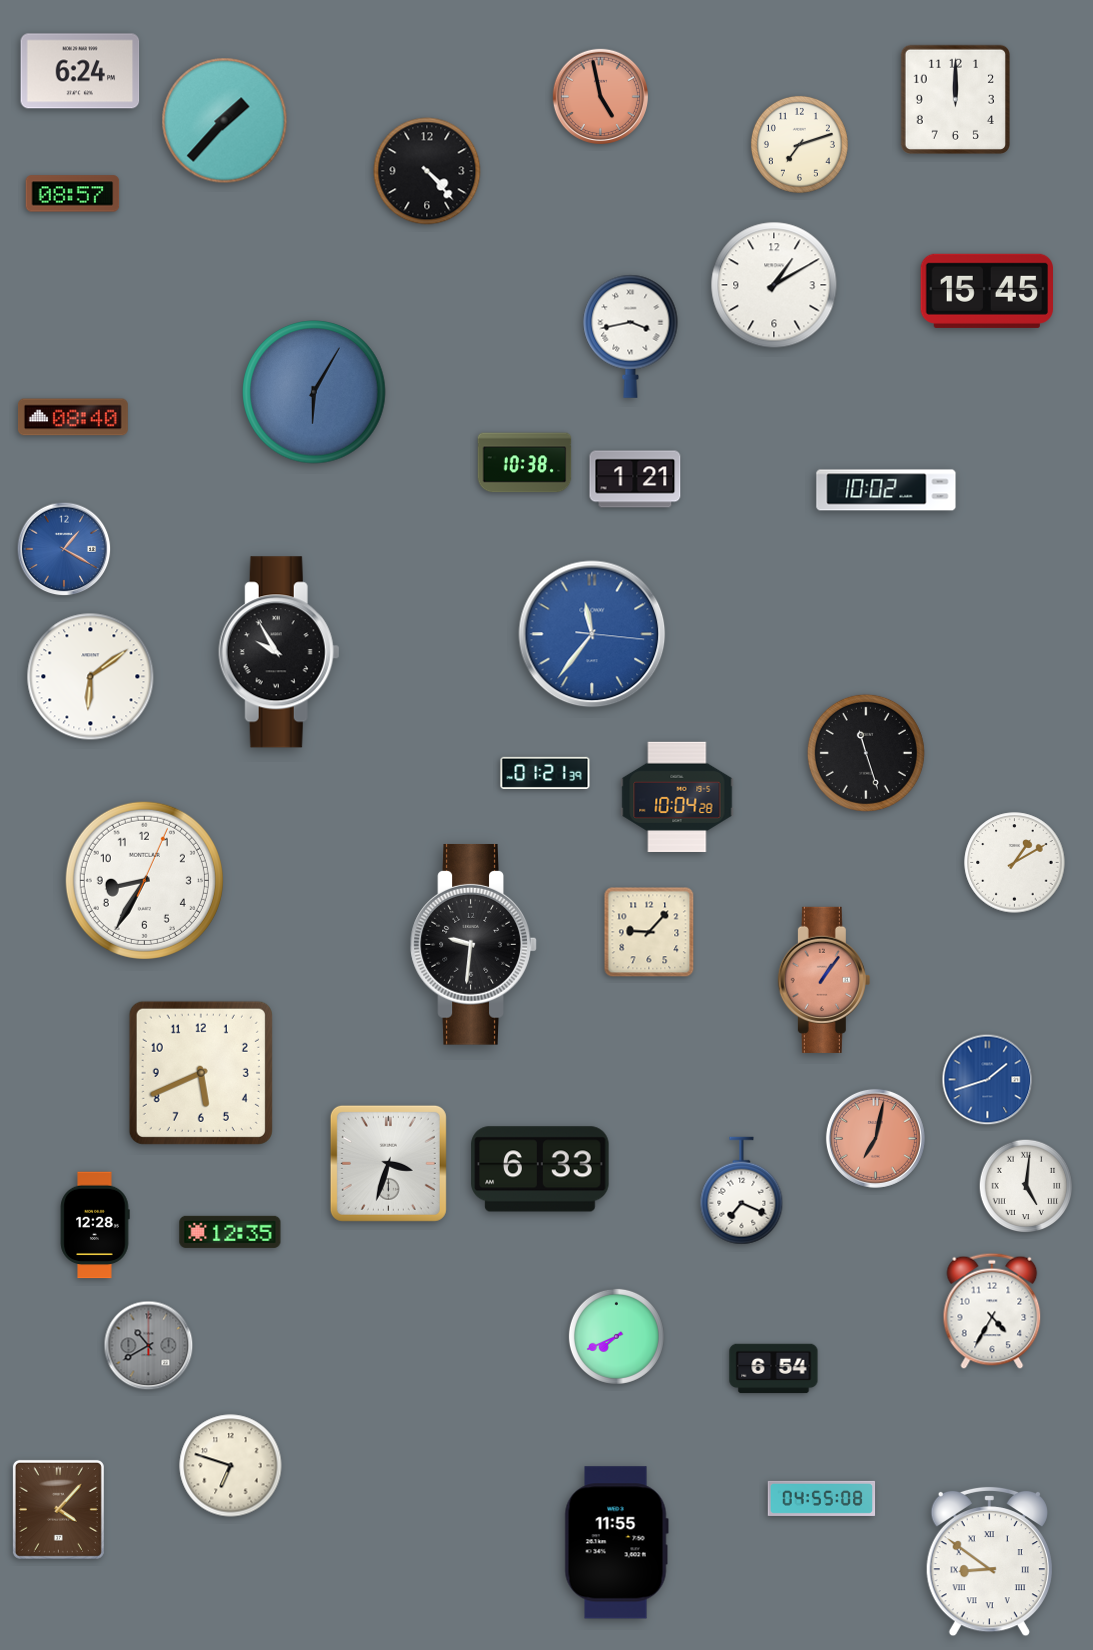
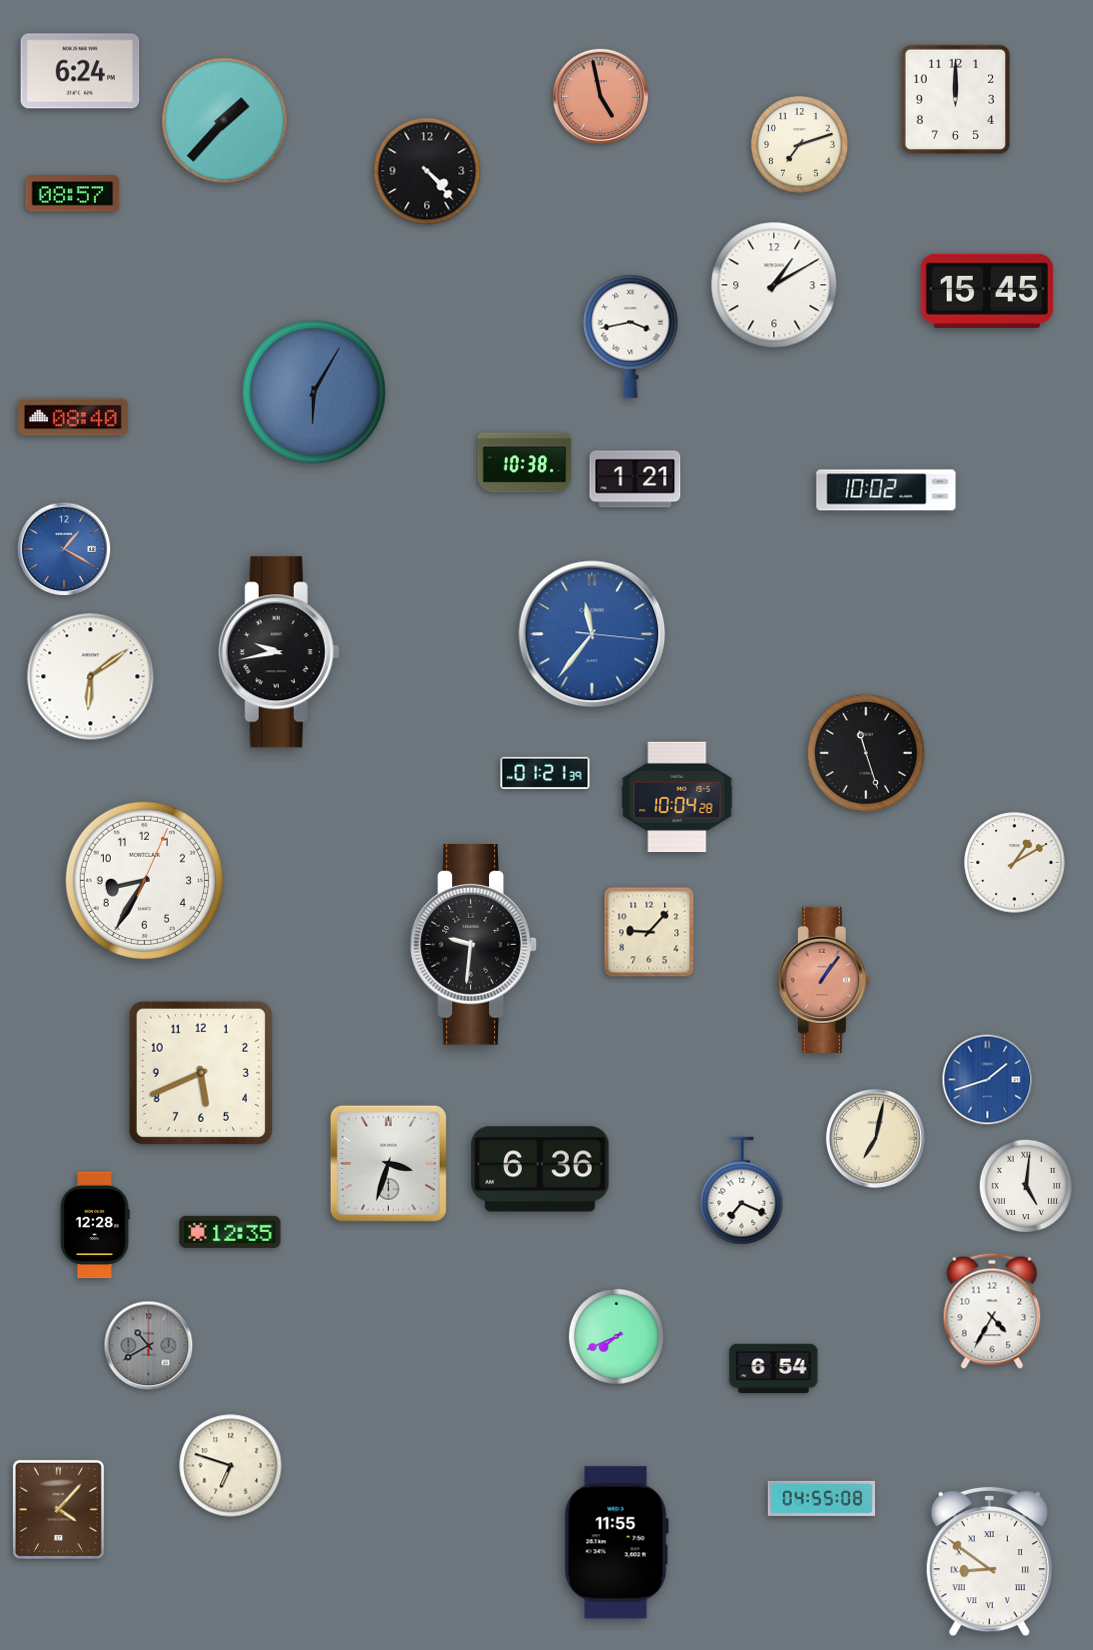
clock at (279, 652): 9:55 -> 9:43
clock at (875, 1138) dial: salmon -> cream
clock at (540, 1169): 6:33 -> 6:36
